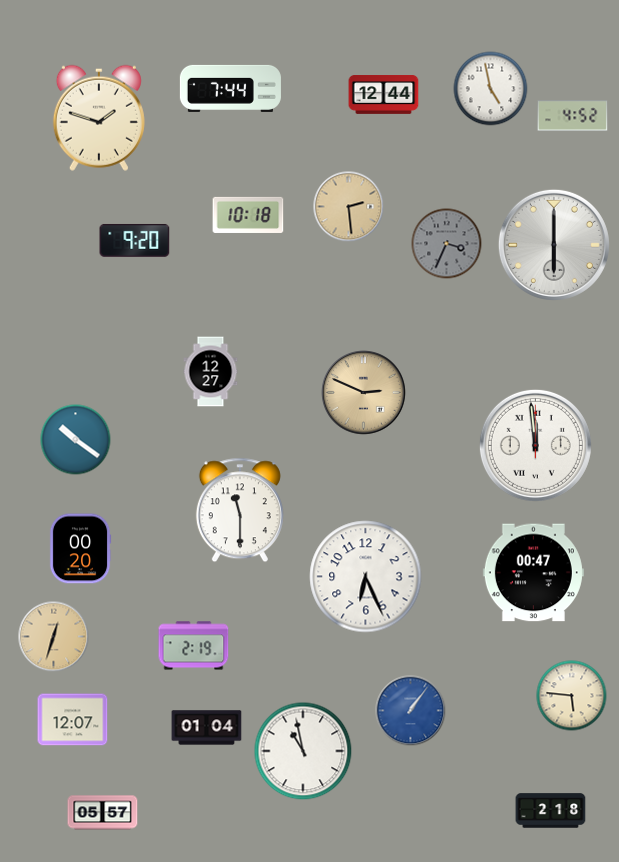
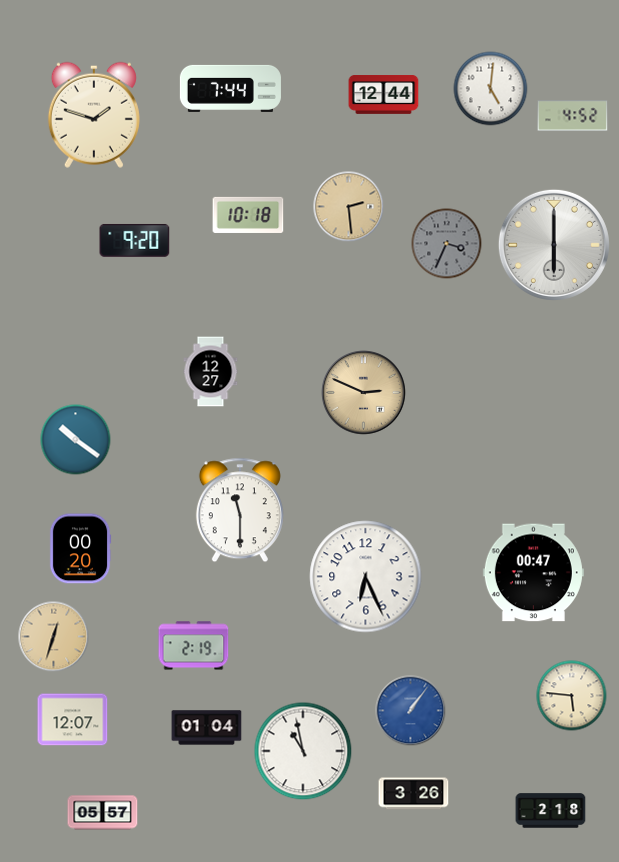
clock at (491, 89): 4:58 -> 5:01
clock at (99, 118) position: (99, 118) -> (94, 115)
clock at (535, 445): 11:59 -> none
clock at (414, 794): none -> 3:26
